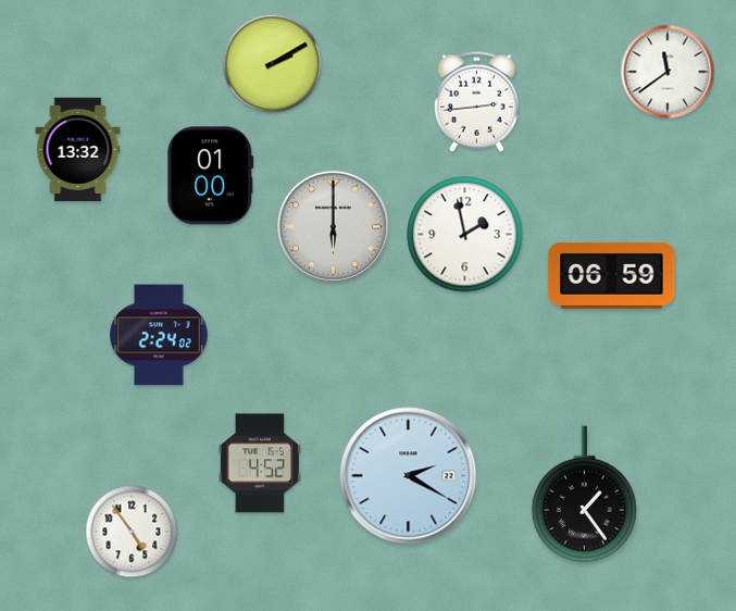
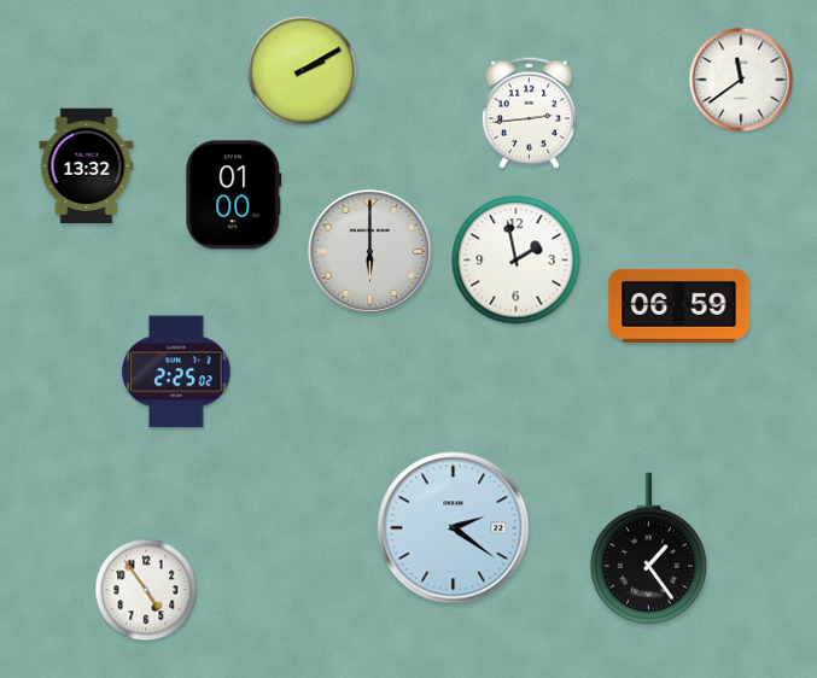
clock at (159, 335): 2:24 -> 2:25
clock at (260, 463): 4:52 -> none
clock at (409, 476): 2:20 -> 2:21
